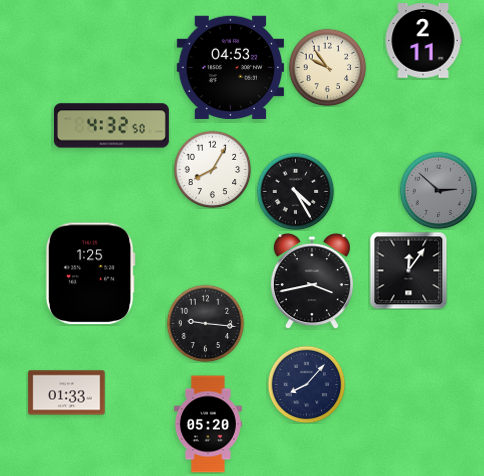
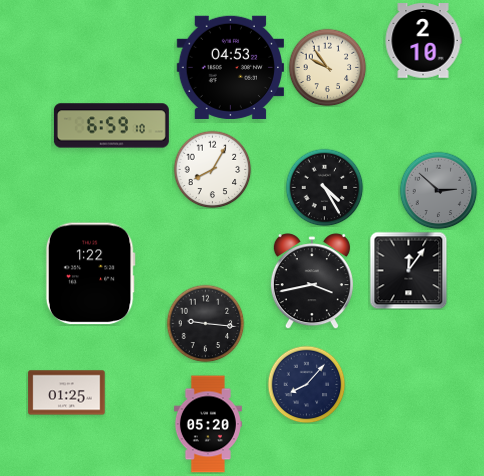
clock at (423, 41): 2:11 -> 2:10
clock at (111, 126): 4:32 -> 6:59
clock at (295, 191) position: (295, 191) -> (324, 187)
clock at (90, 274): 1:25 -> 1:22
clock at (67, 393): 01:33 -> 01:25
